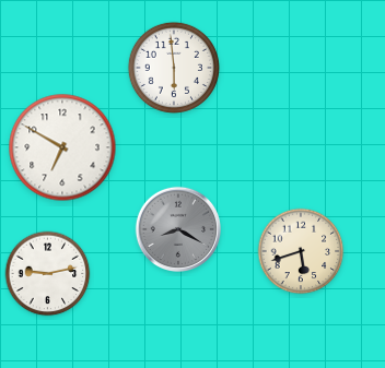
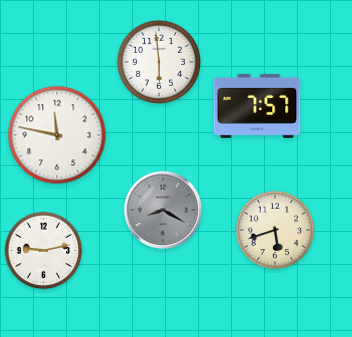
clock at (257, 106): none -> 7:57
clock at (62, 147): 6:50 -> 11:47
